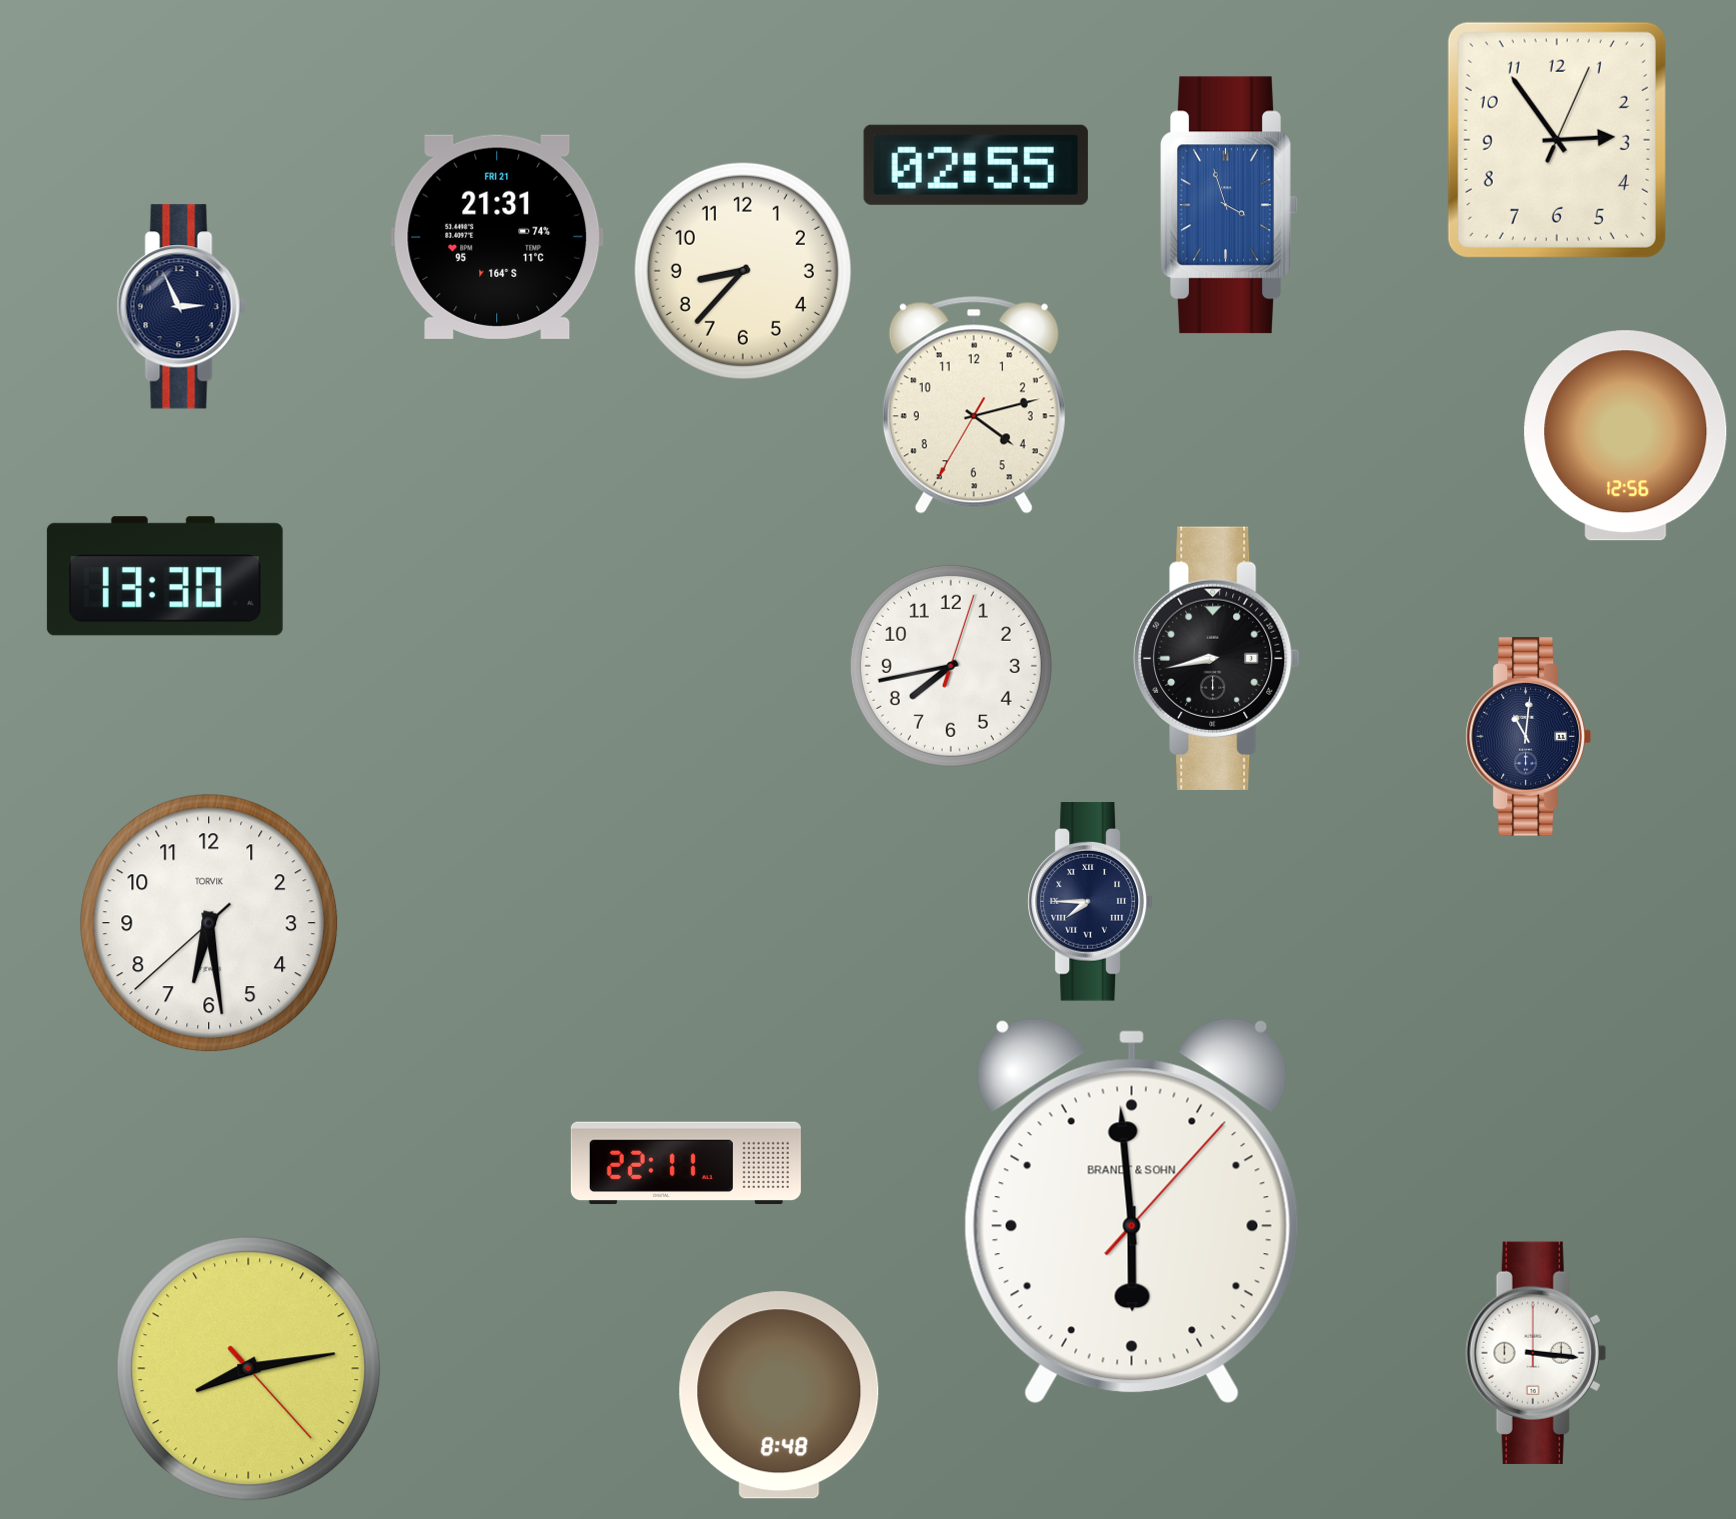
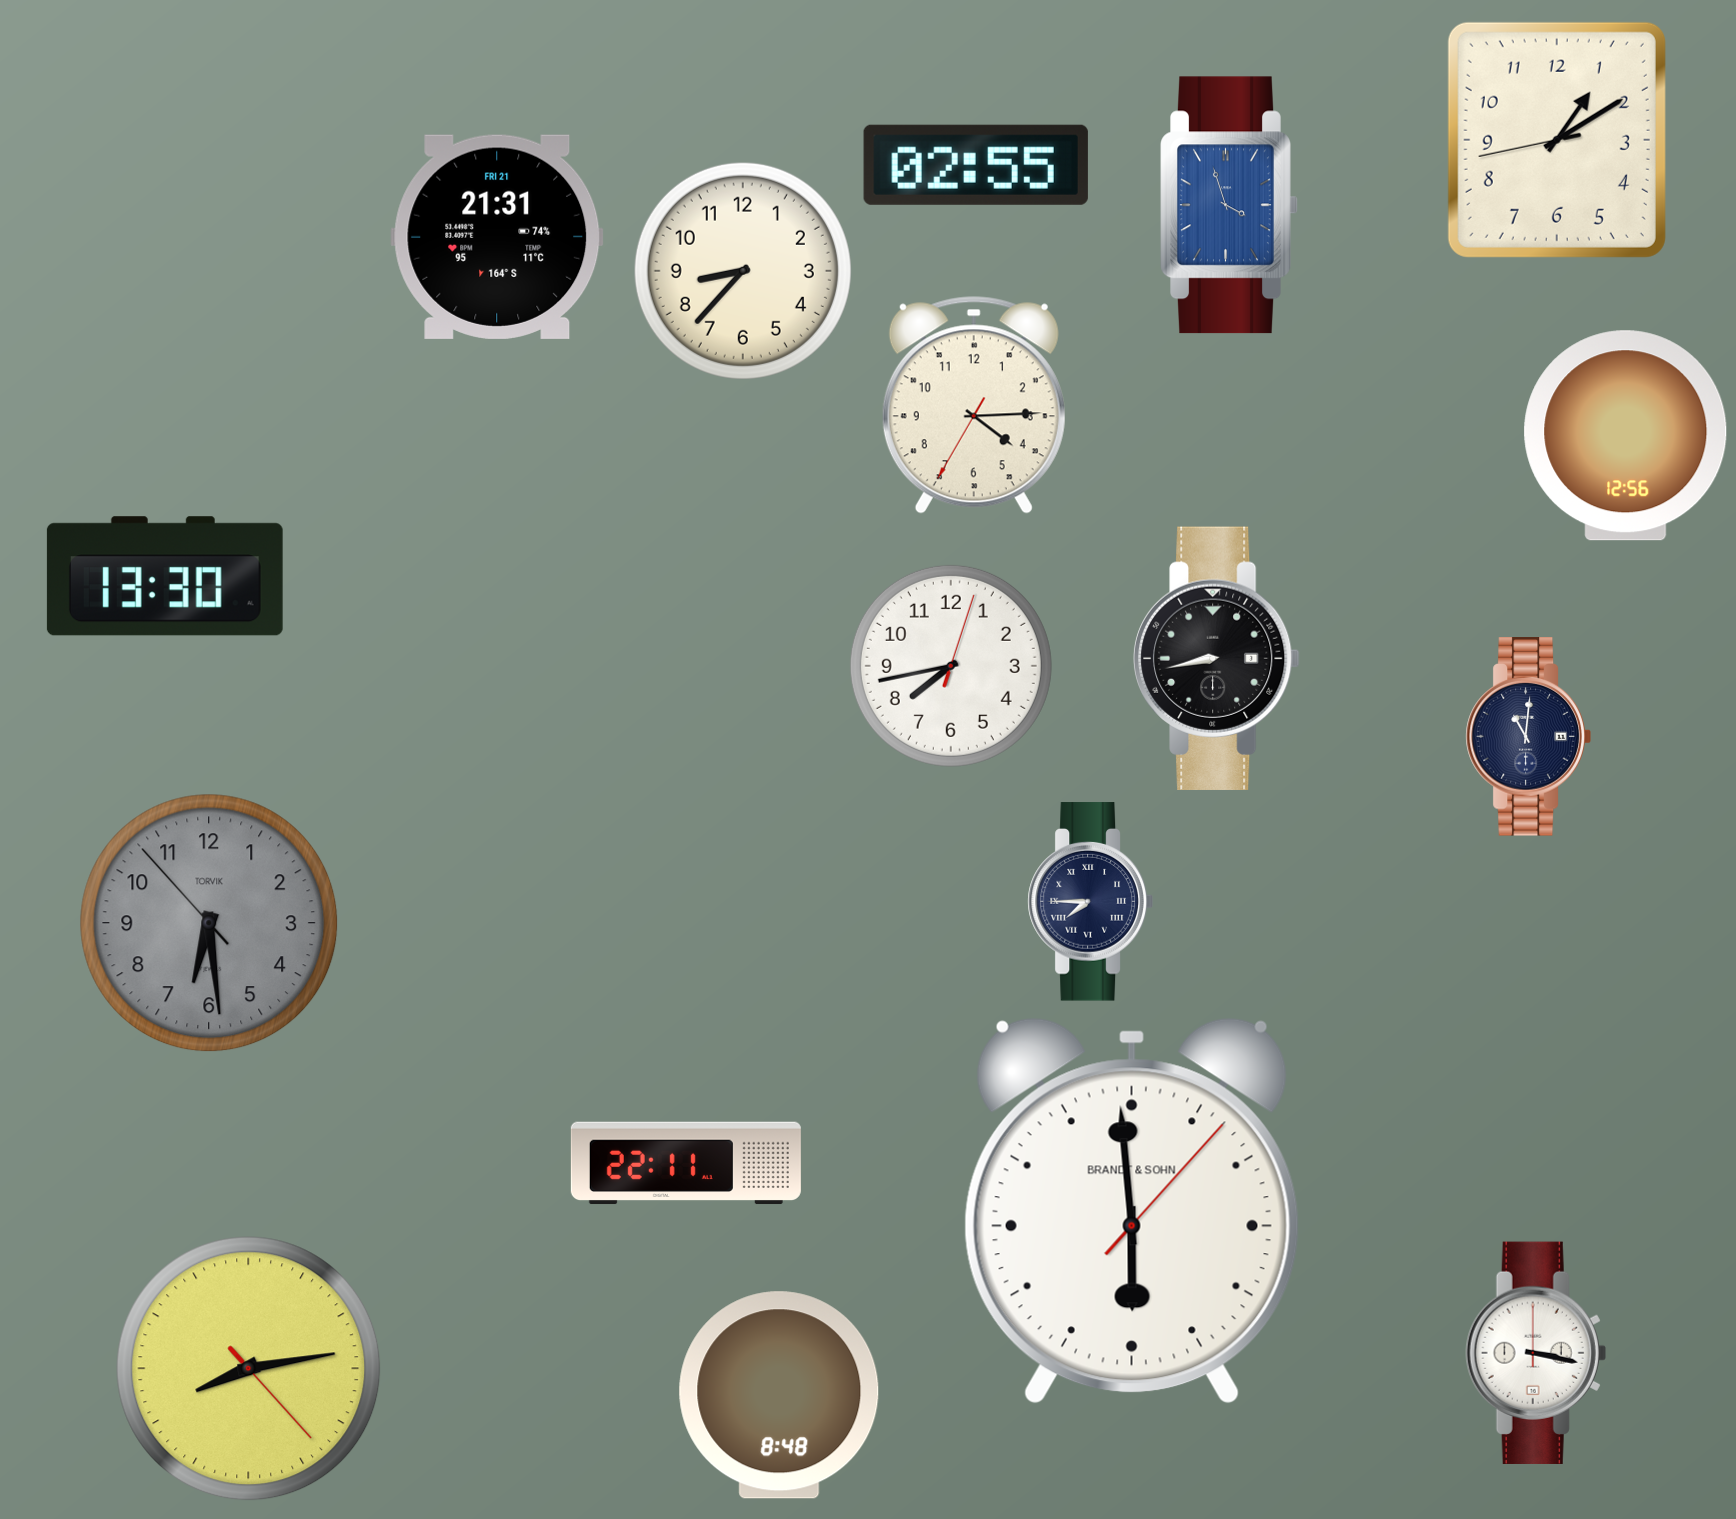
clock at (1557, 140): 2:54 -> 1:09
clock at (181, 307): 2:56 -> none
clock at (974, 405): 4:12 -> 4:14
clock at (209, 923): 6:28:38 -> 6:28:53
clock at (209, 923) dial: white -> grey
clock at (1536, 1353): 3:16 -> 3:17
